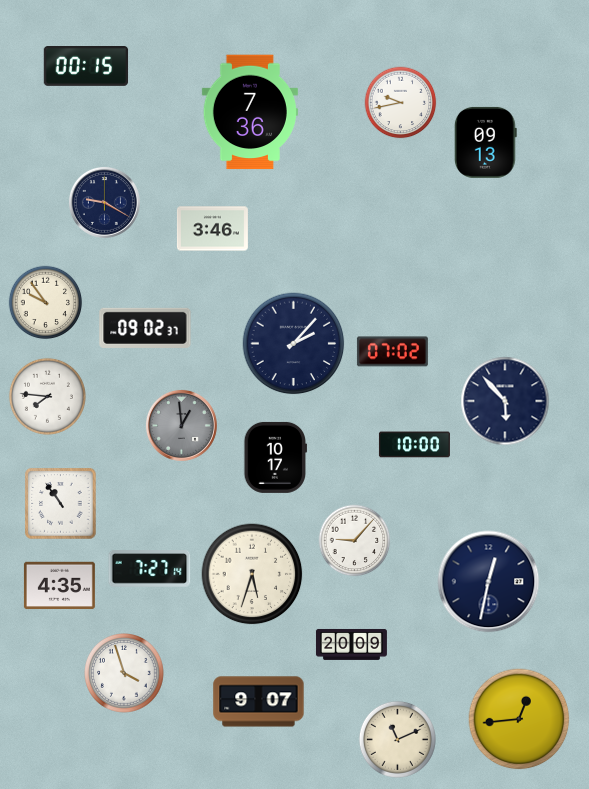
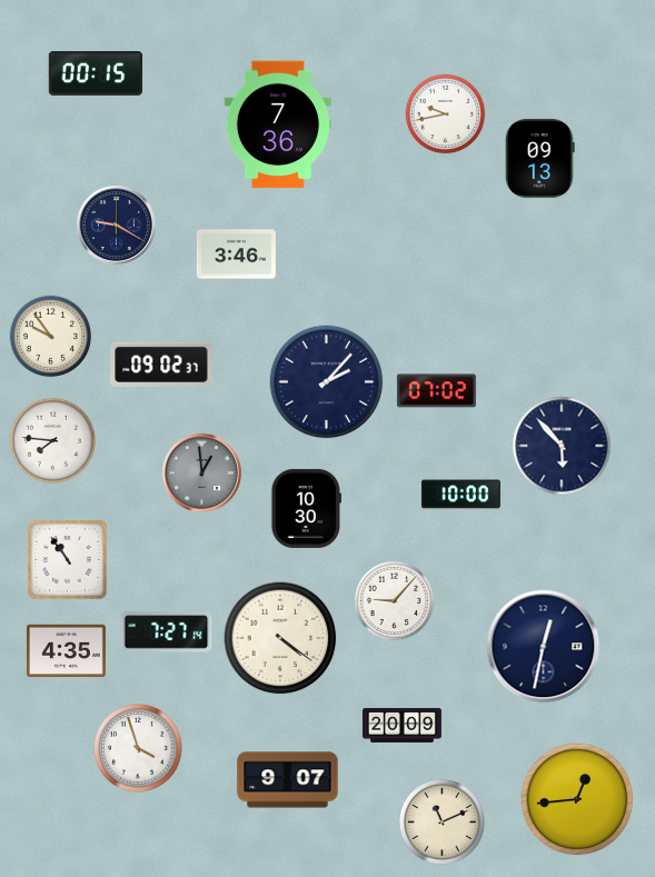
clock at (276, 457): 10:17 -> 10:30
clock at (252, 574): 5:33 -> 4:21
clock at (351, 644) position: (351, 644) -> (401, 725)
